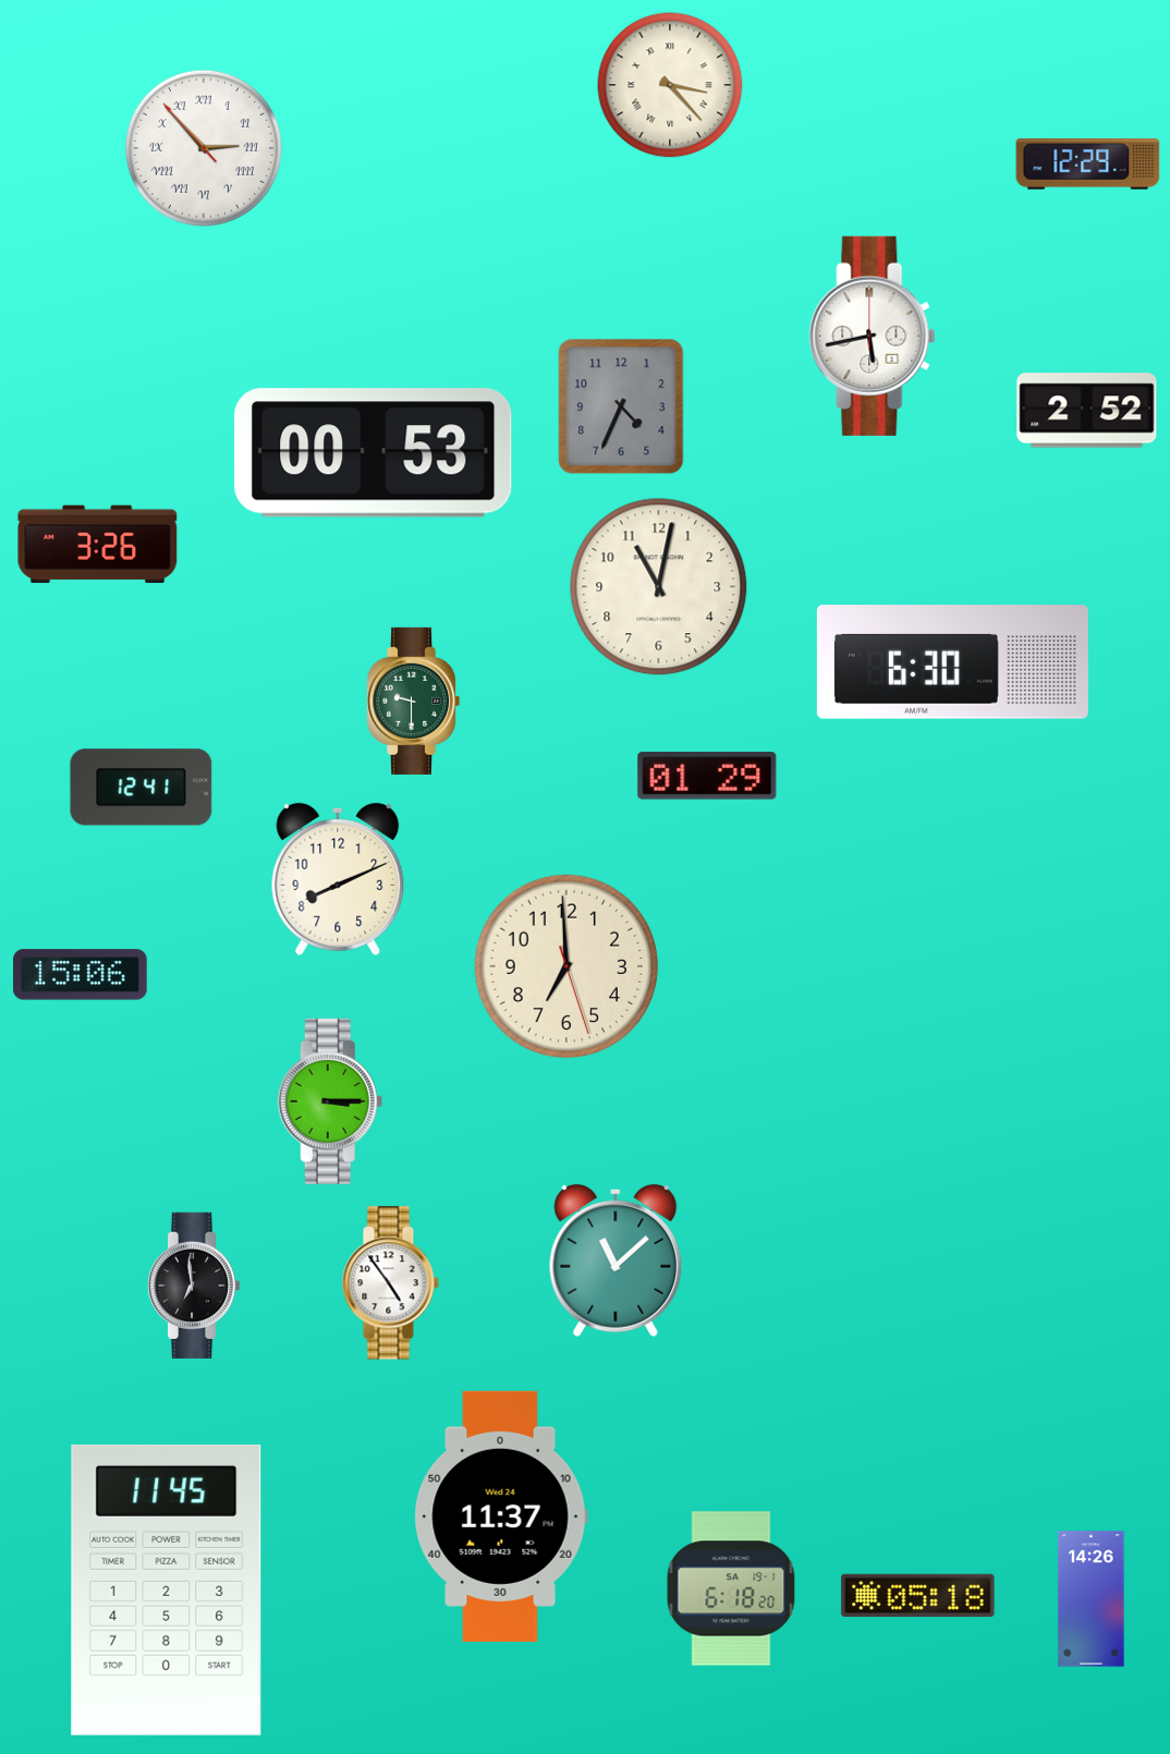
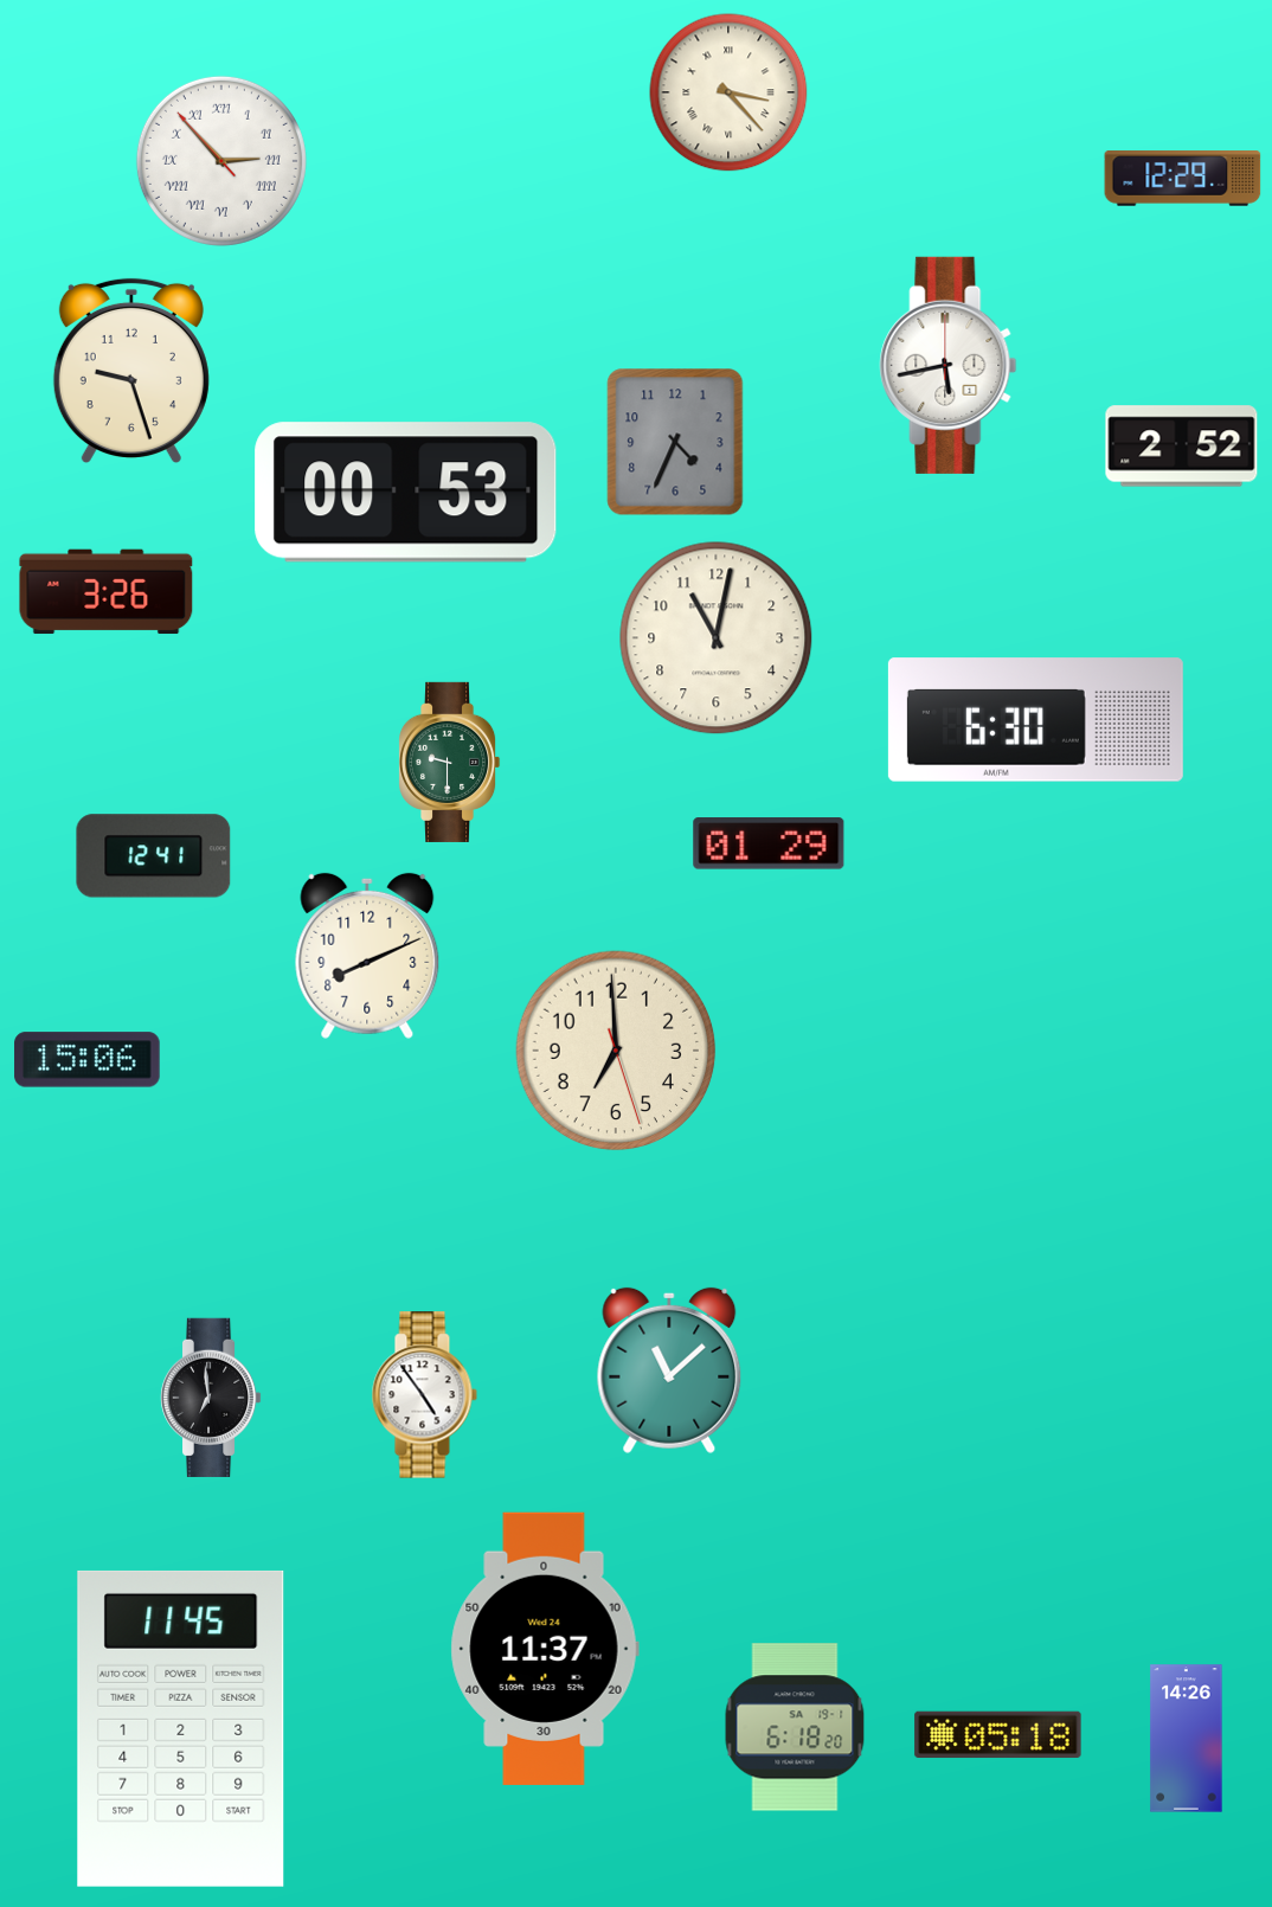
clock at (131, 370): none -> 9:27
clock at (330, 1101): 3:15 -> none
